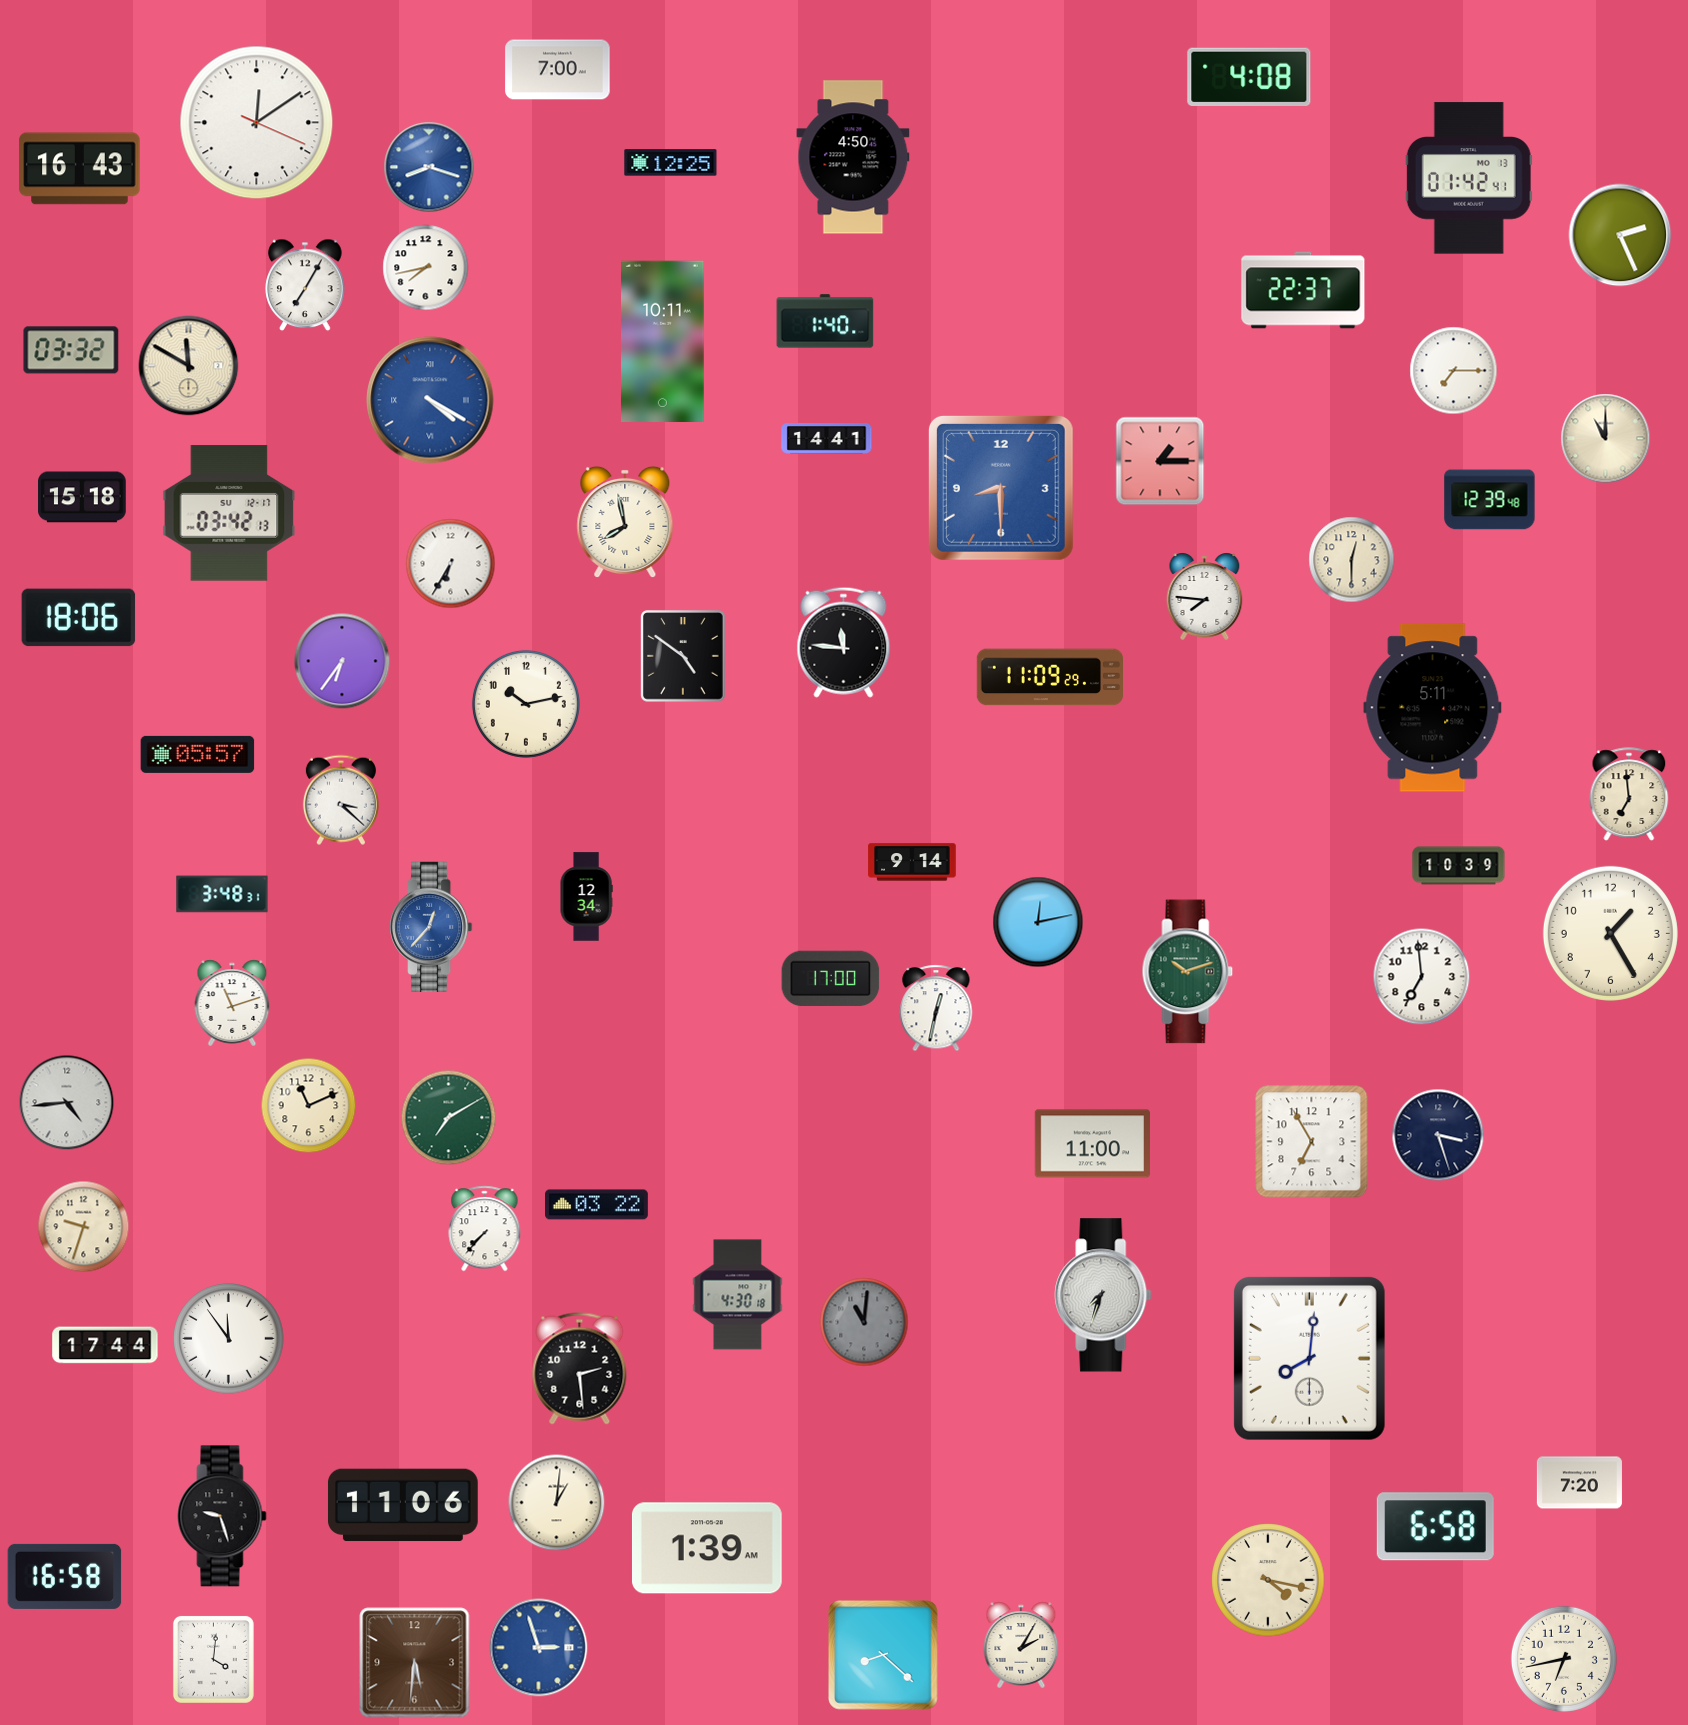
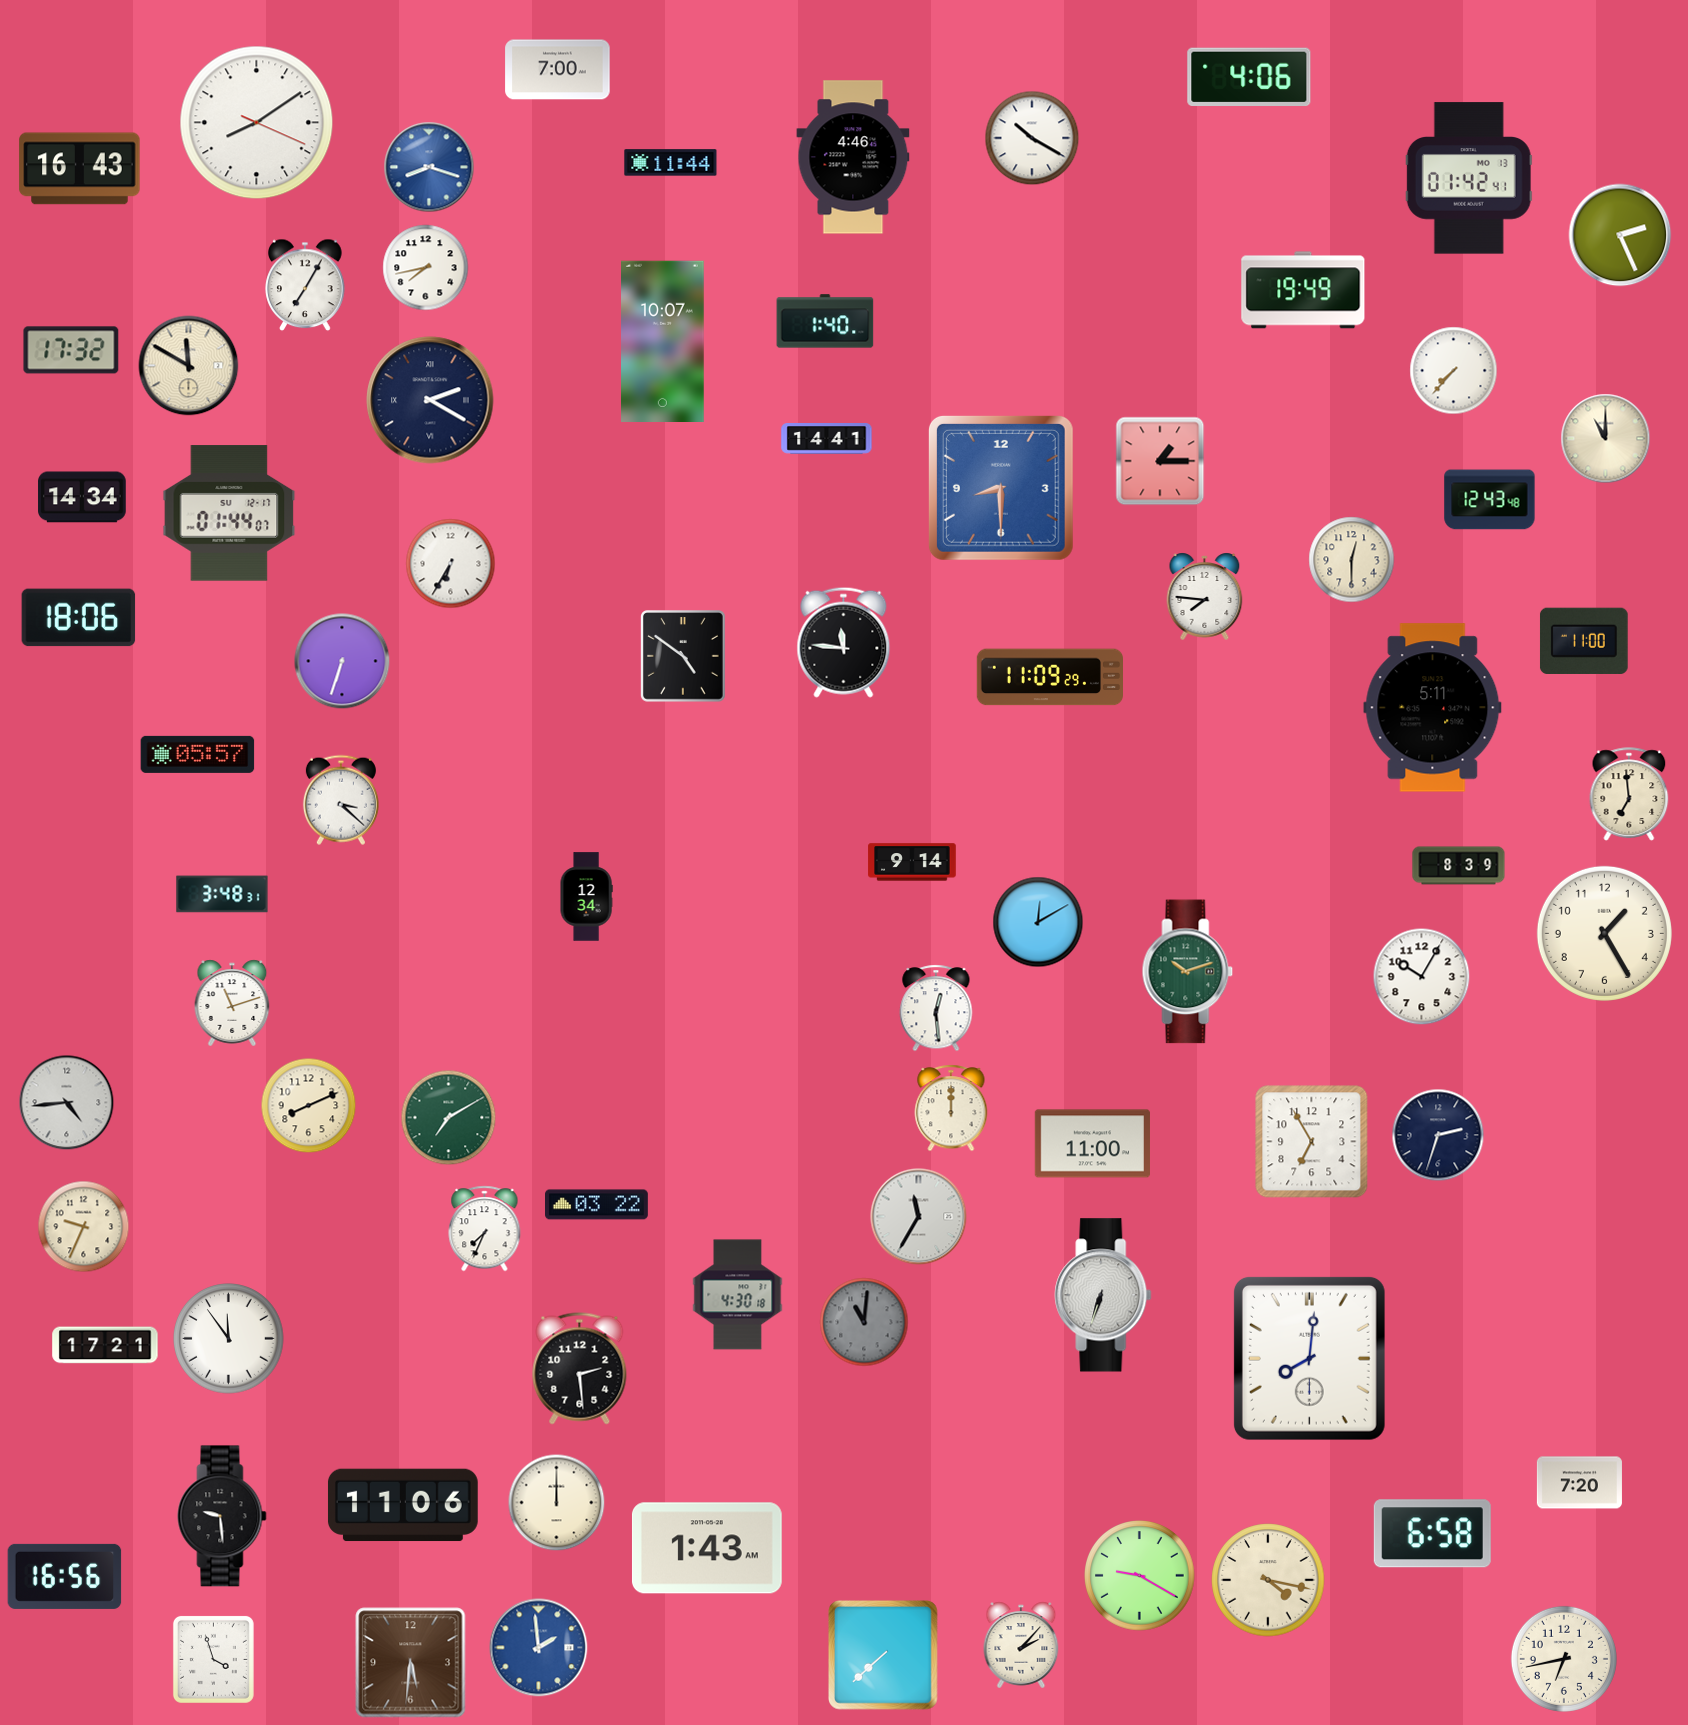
clock at (1249, 76): 4:08 -> 4:06
clock at (257, 123): 12:09 -> 8:09
clock at (1032, 138): none -> 10:20
clock at (853, 157): 4:50 -> 4:46
clock at (671, 163): 12:25 -> 11:44
clock at (1303, 290): 22:37 -> 19:49
clock at (663, 341): 10:11 -> 10:07
clock at (71, 350): 03:32 -> 17:32
clock at (1454, 371): 7:15 -> 7:37
clock at (430, 400): 4:20 -> 2:20
clock at (430, 400) dial: blue -> navy
clock at (82, 497): 15:18 -> 14:34
clock at (1490, 500): 12:39 -> 12:43
clock at (229, 513): 03:42 -> 01:44
clock at (625, 521): 7:58 -> none
clock at (1584, 640): none -> 11:00
clock at (342, 661): 6:36 -> 6:33
clock at (526, 704): 10:13 -> none
clock at (1459, 866): 10:39 -> 8:39
clock at (1038, 922): 12:13 -> 12:10
clock at (432, 926): 12:37 -> none
clock at (1610, 933) position: (1610, 933) -> (1604, 933)
clock at (1422, 977): 6:59 -> 10:05
clock at (831, 979): 17:00 -> none
clock at (936, 1008): 12:32 -> 12:29
clock at (309, 1106): 11:11 -> 8:11
clock at (951, 1108): none -> 12:00
clock at (1438, 1135): 3:27 -> 2:33
clock at (919, 1217): none -> 11:35
clock at (84, 1227): 9:33 -> 9:34
clock at (485, 1229): 7:37 -> 7:34
clock at (1103, 1295): 7:33 -> 6:33
clock at (105, 1345): 17:44 -> 17:21
clock at (557, 1503): 1:01 -> 12:00
clock at (222, 1516): 9:27 -> 9:29
clock at (1435, 1527) position: (1435, 1527) -> (1432, 1534)
clock at (707, 1548): 1:39 -> 1:43
clock at (65, 1576): 16:58 -> 16:56
clock at (1140, 1576): none -> 9:20
clock at (1021, 1645): 2:05 -> 2:07
clock at (539, 1648): 2:57 -> 1:59
clock at (884, 1656): 8:22 -> 7:38
clock at (213, 1659): 4:01 -> 3:57
clock at (415, 1663) position: (415, 1663) -> (411, 1663)
